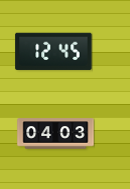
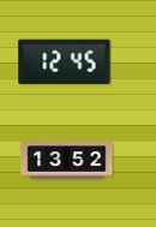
clock at (56, 134): 04:03 -> 13:52
